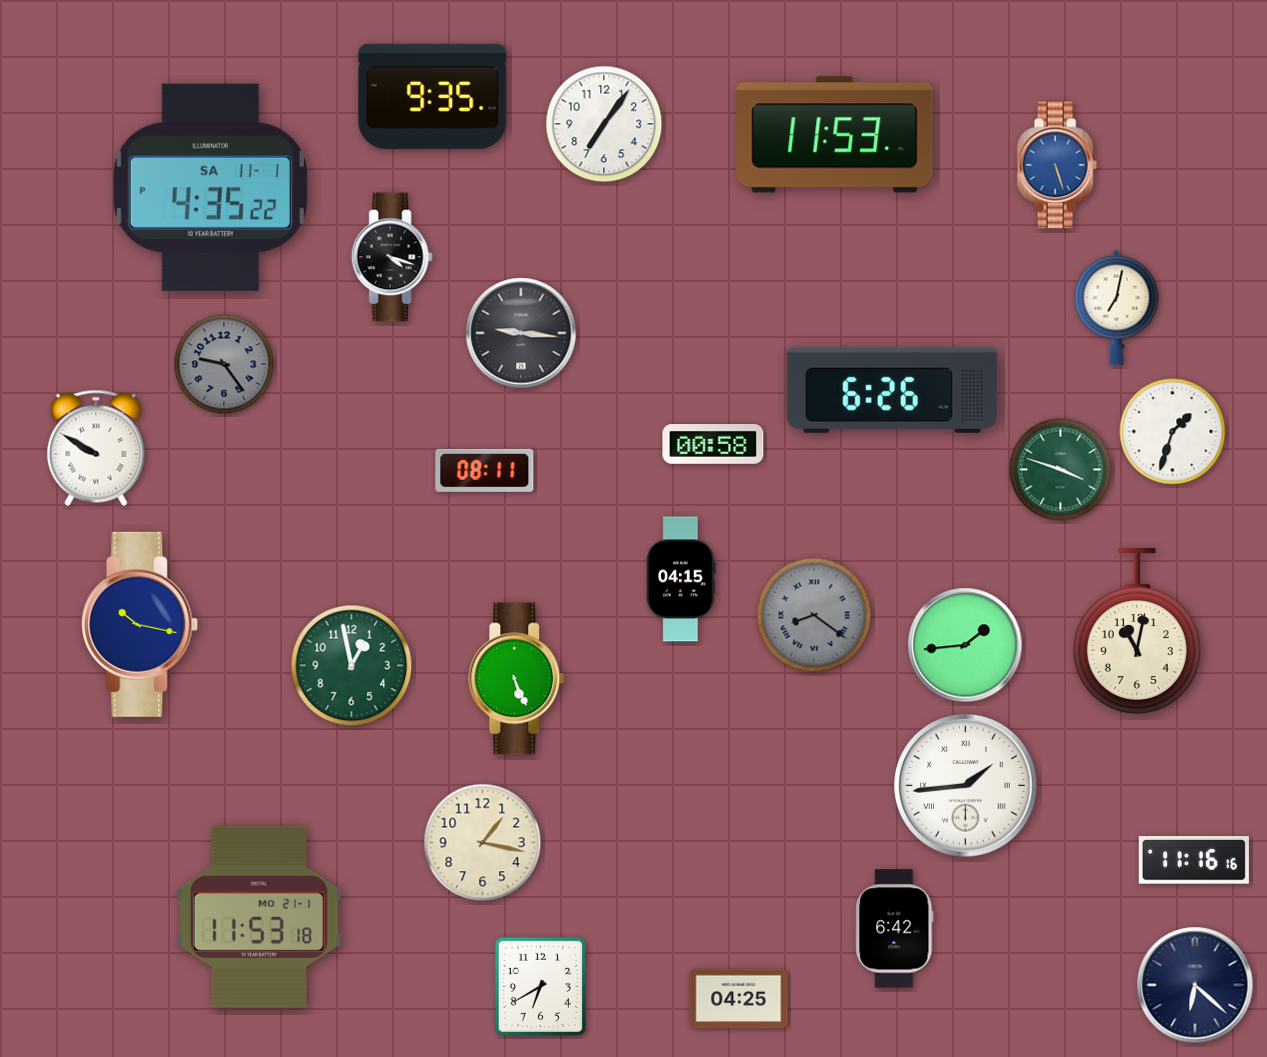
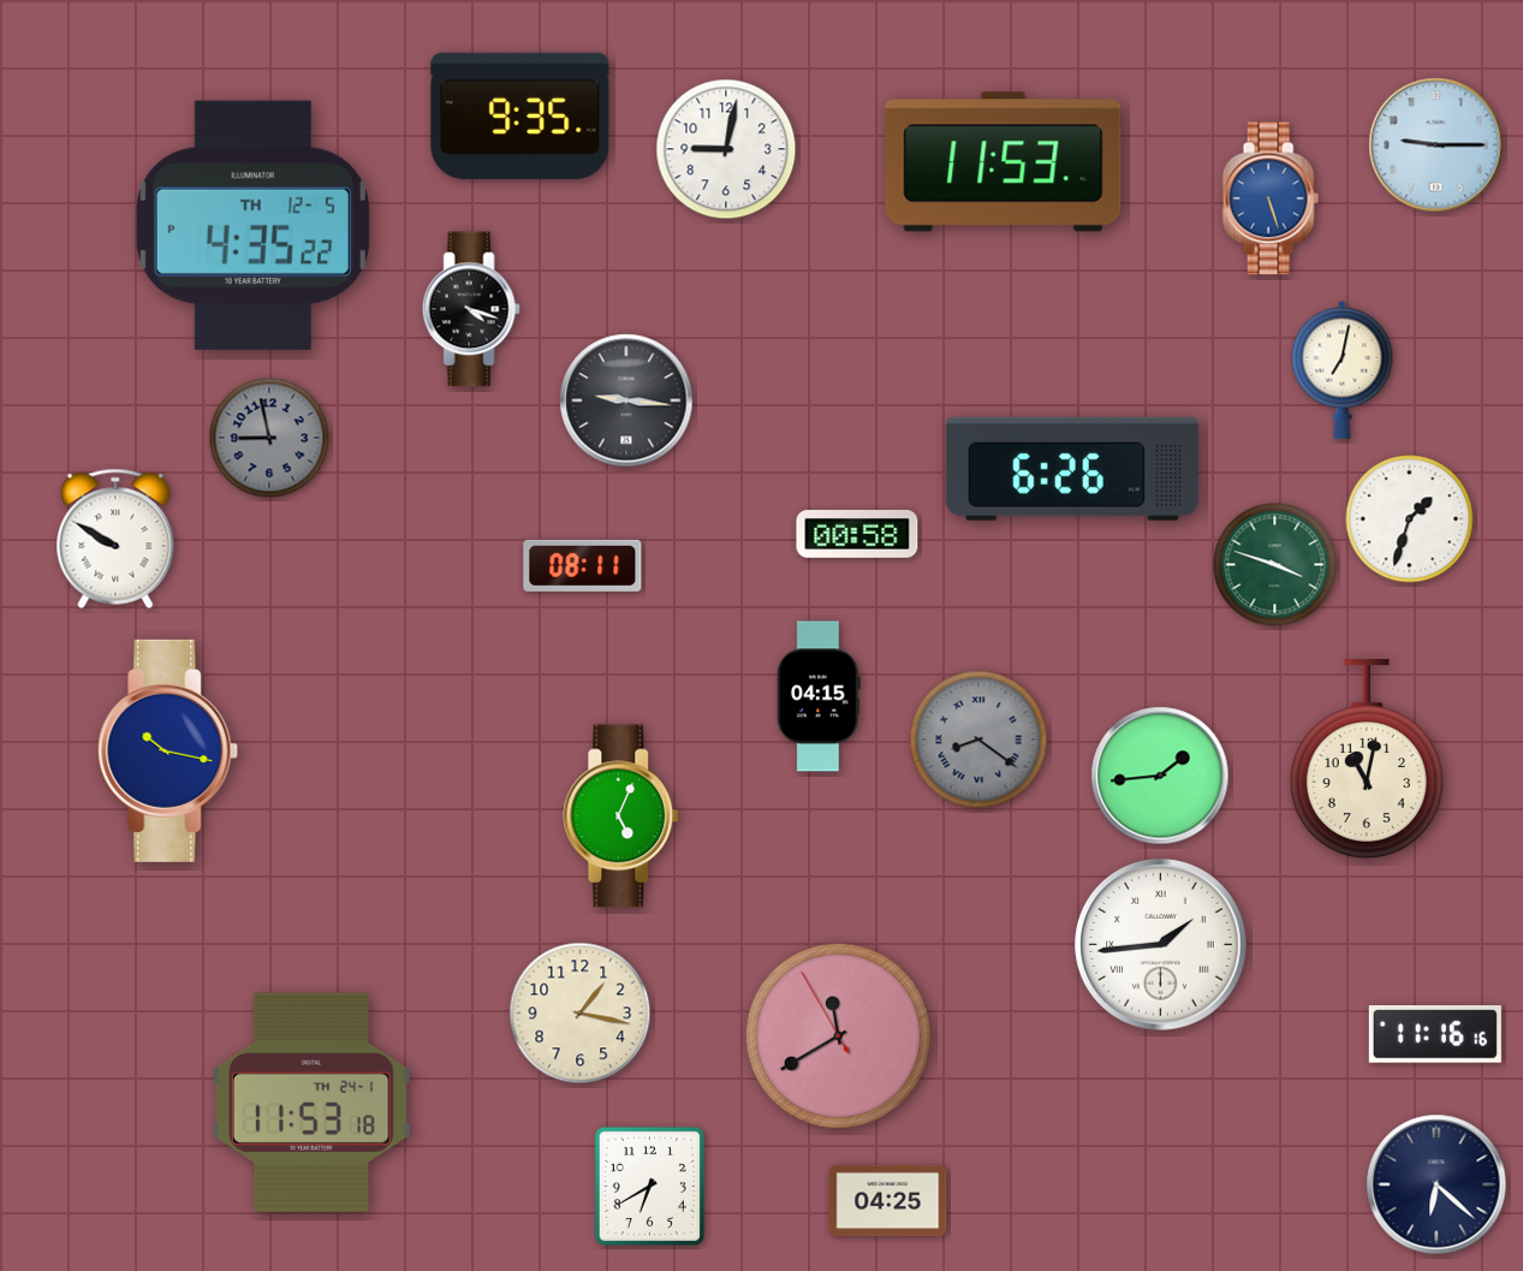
clock at (1436, 145): none -> 9:15
clock at (604, 124): 7:06 -> 9:02
clock at (210, 187) date: SA 11-1 -> TH 12-5
clock at (224, 364): 9:24 -> 8:58
clock at (352, 666): 12:58 -> none
clock at (517, 679): 5:26 -> 5:04
clock at (838, 1035): none -> 11:39
clock at (259, 917) date: MO 21-1 -> TH 24-1
clock at (895, 929): 6:42 -> none
